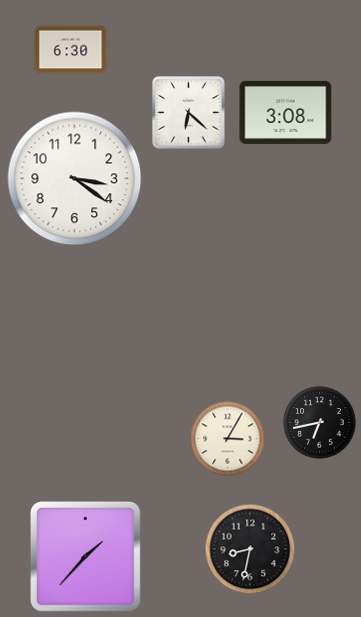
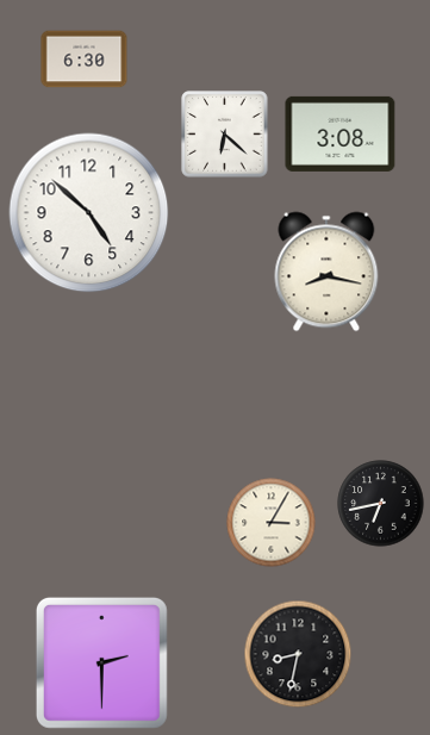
clock at (75, 179): 3:21 -> 4:52
clock at (326, 272): none -> 8:17
clock at (85, 556): 1:37 -> 2:30
